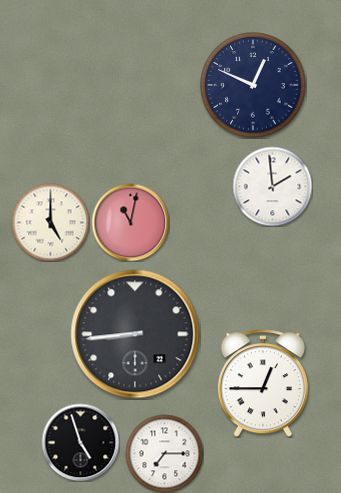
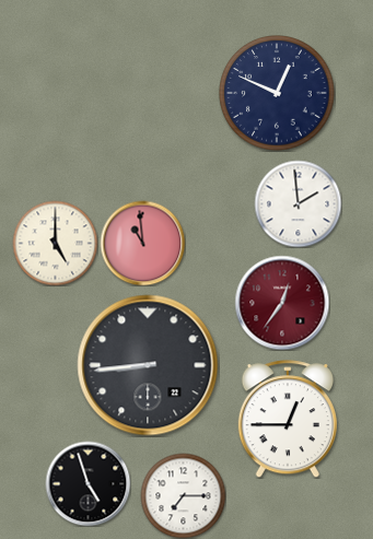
clock at (130, 222): 11:02 -> 10:59
clock at (282, 303): none -> 12:36
clock at (164, 453) position: (164, 453) -> (183, 495)
